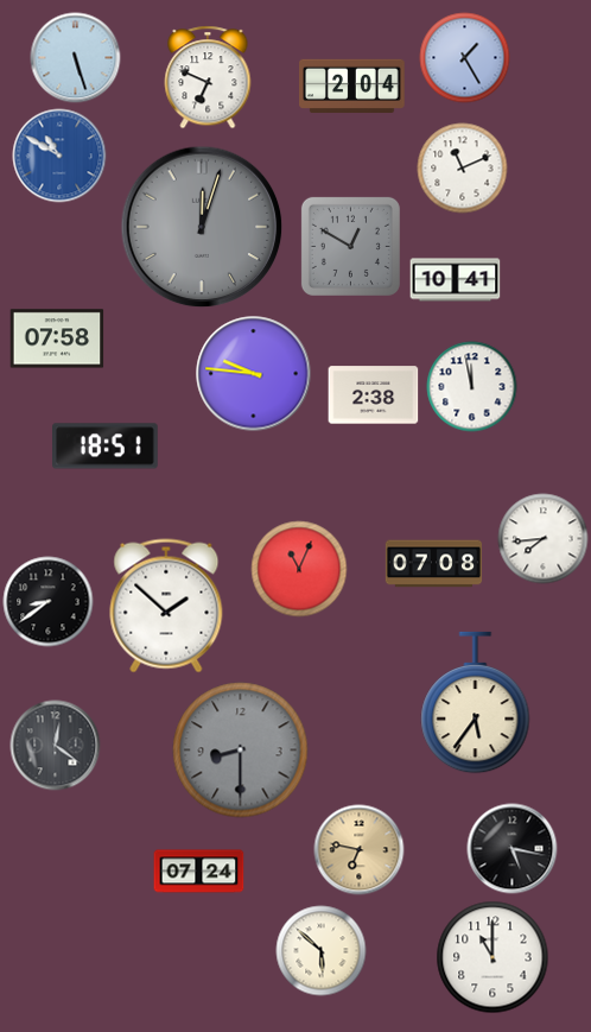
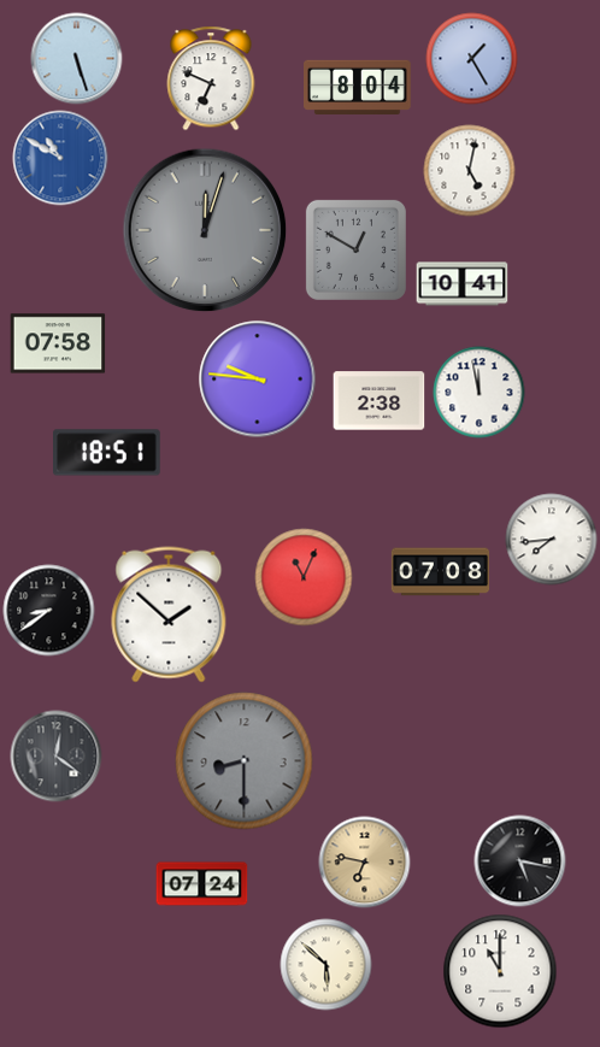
clock at (352, 86): 2:04 -> 8:04
clock at (463, 169): 11:11 -> 5:02
clock at (544, 539) position: (544, 539) -> (552, 540)
clock at (476, 703): 5:36 -> none
